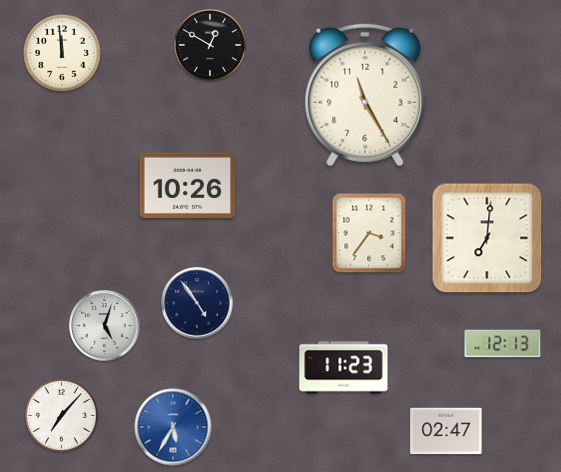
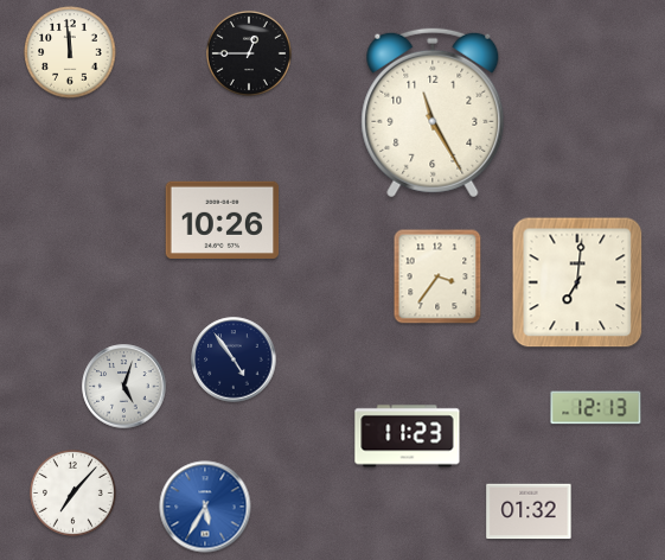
clock at (210, 45): 12:50 -> 12:45
clock at (62, 53) position: (62, 53) -> (70, 52)
clock at (446, 431): 02:47 -> 01:32
